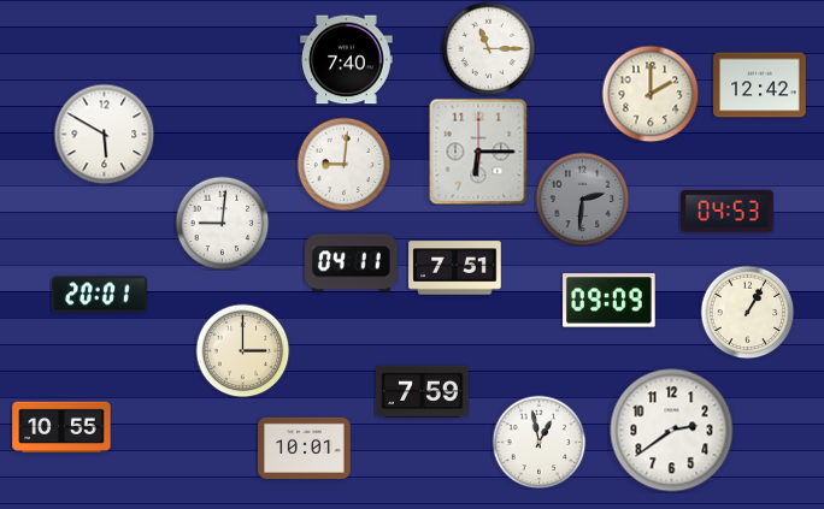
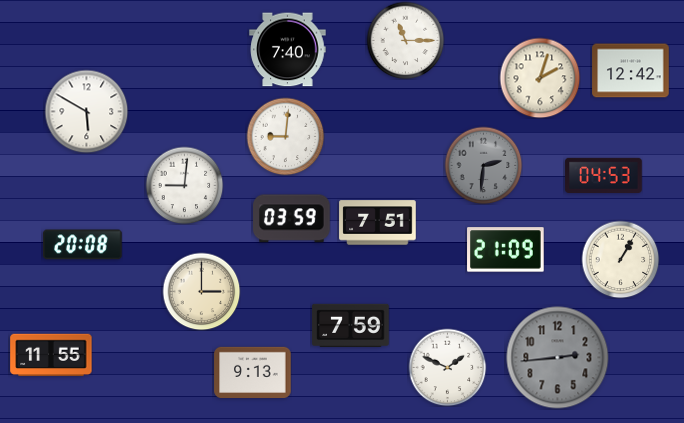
clock at (651, 94): 2:00 -> 2:03
clock at (478, 152): 6:15 -> none
clock at (352, 264): 04:11 -> 03:59
clock at (100, 295): 20:01 -> 20:08
clock at (610, 301): 09:09 -> 21:09
clock at (61, 427): 10:55 -> 11:55
clock at (672, 431): 2:39 -> 2:44
clock at (672, 431) dial: white -> grey
clock at (538, 442): 12:58 -> 1:49
clock at (305, 448): 10:01 -> 9:13
